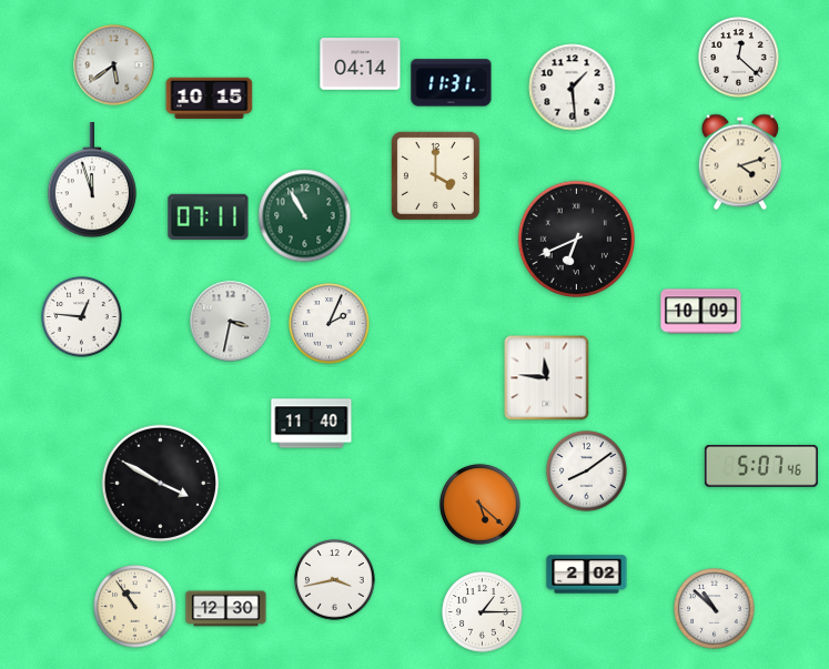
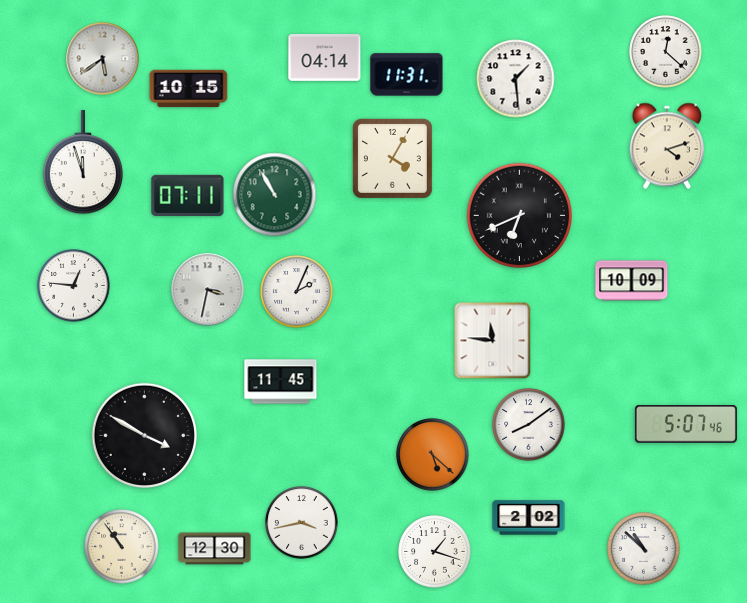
clock at (435, 175): 4:00 -> 4:05
clock at (312, 424): 11:40 -> 11:45
clock at (761, 467) position: (761, 467) -> (686, 425)
clock at (226, 609) position: (226, 609) -> (215, 549)
clock at (483, 612): 1:15 -> 1:18
